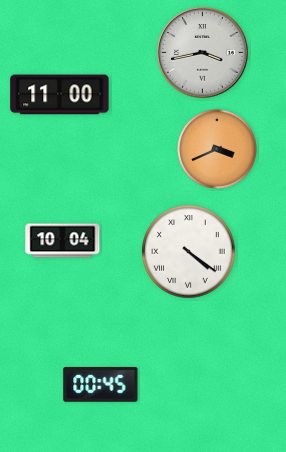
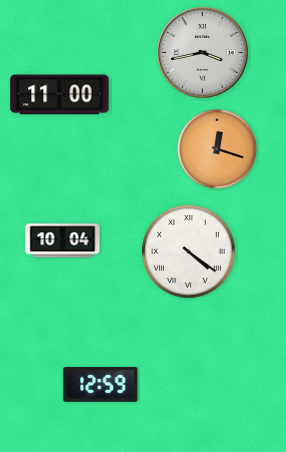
clock at (218, 150): 3:41 -> 12:18
clock at (101, 384): 00:45 -> 12:59
